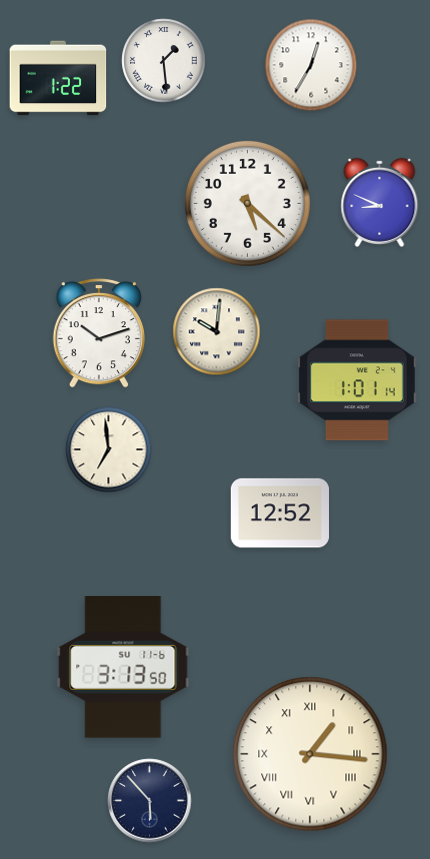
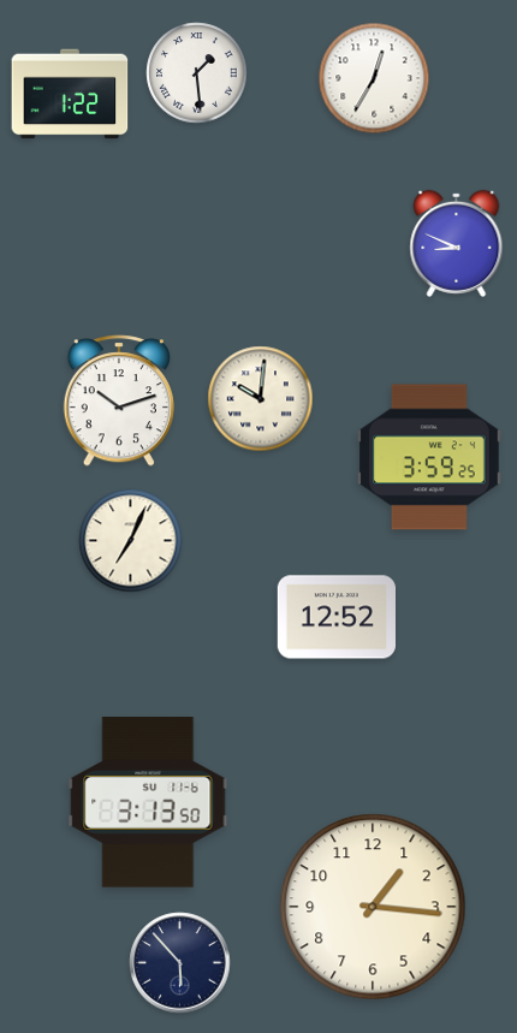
clock at (247, 203): 5:22 -> none
clock at (358, 380): 1:01 -> 3:59
clock at (109, 450): 6:59 -> 7:04
clock at (310, 754) numerals: Roman -> Arabic
